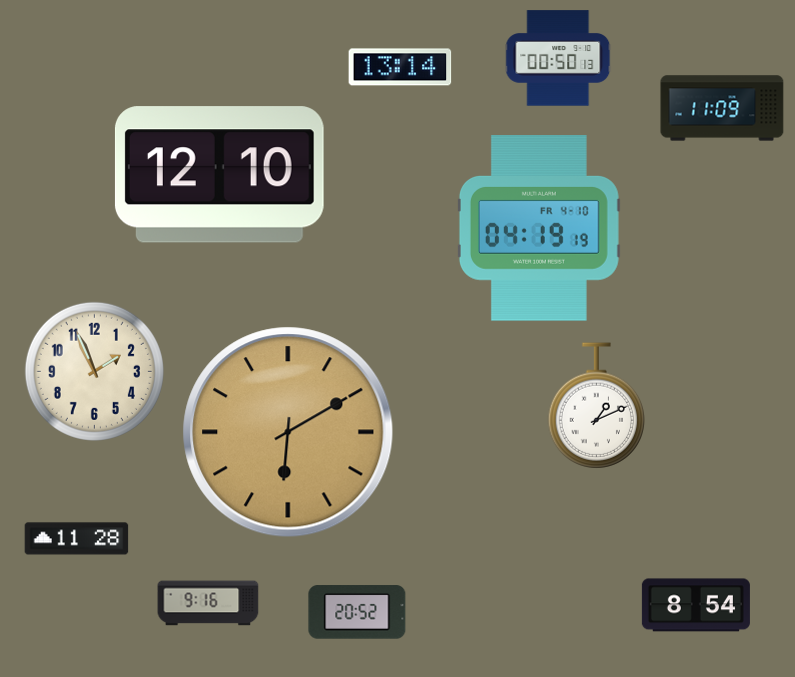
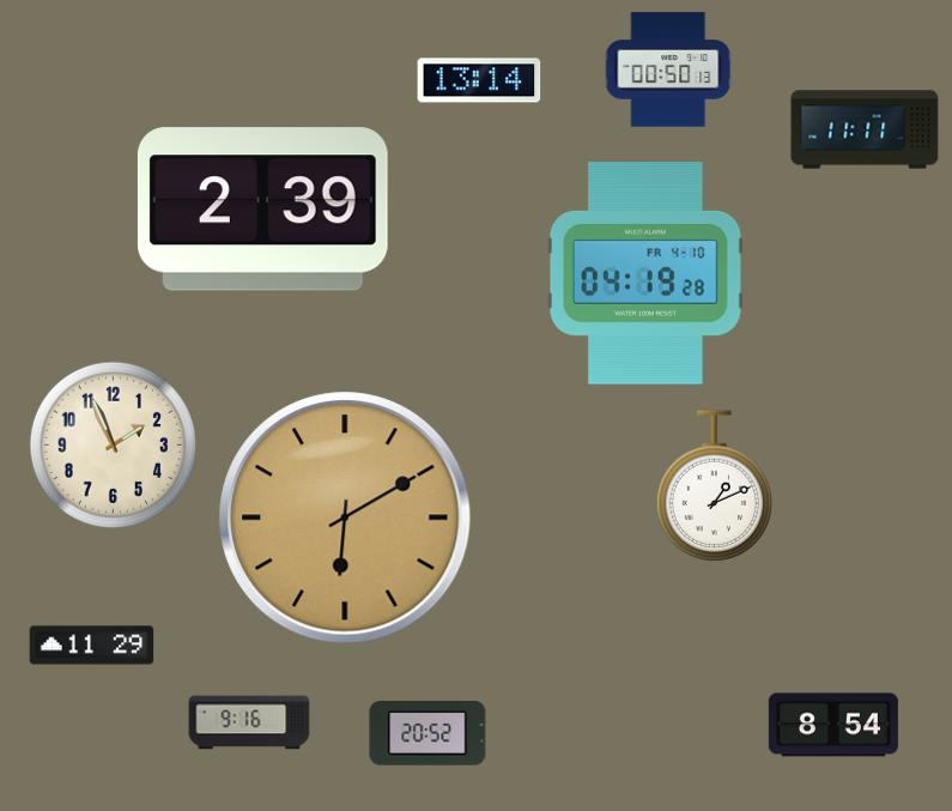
clock at (722, 108): 11:09 -> 11:11
clock at (219, 175): 12:10 -> 2:39
clock at (539, 228): 04:19:19 -> 04:19:28
clock at (77, 539): 11:28 -> 11:29
